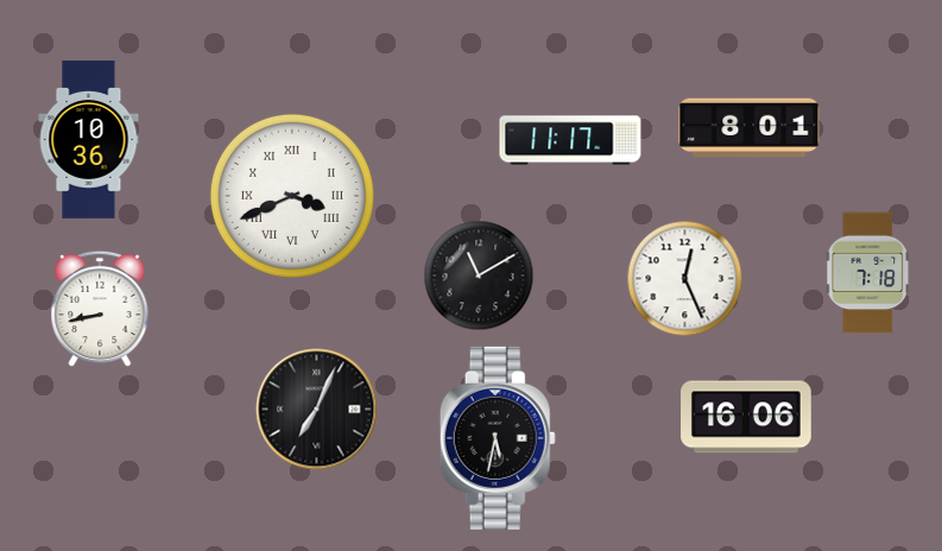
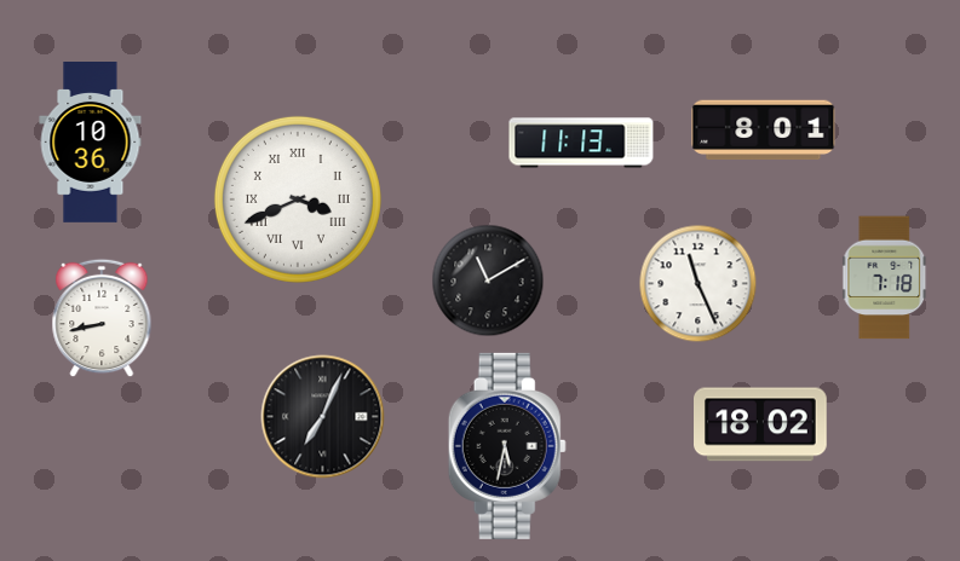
clock at (570, 140): 11:17 -> 11:13
clock at (685, 279): 12:26 -> 11:26
clock at (100, 309) position: (100, 309) -> (102, 318)
clock at (747, 417): 16:06 -> 18:02
